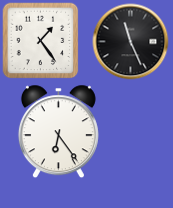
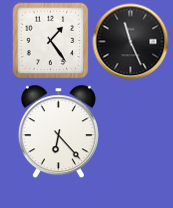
clock at (40, 40) position: (40, 40) -> (50, 40)
clock at (58, 132): 6:24 -> 6:23
